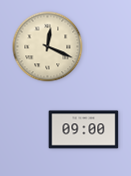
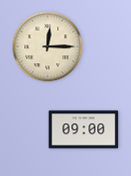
clock at (48, 47): 12:19 -> 12:15
